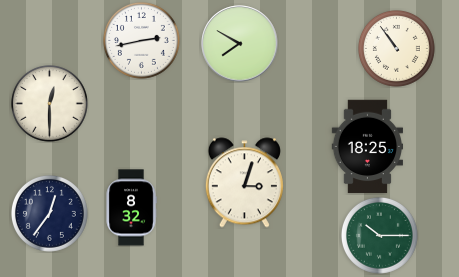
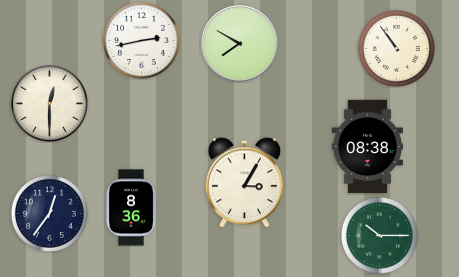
clock at (367, 147): 18:25 -> 08:38
clock at (244, 183): 3:03 -> 3:05
clock at (131, 208): 8:32 -> 8:36
